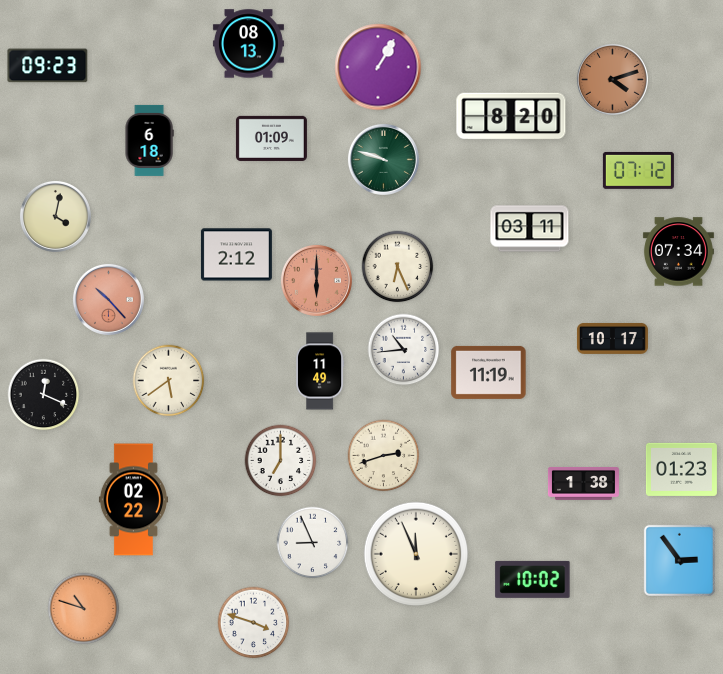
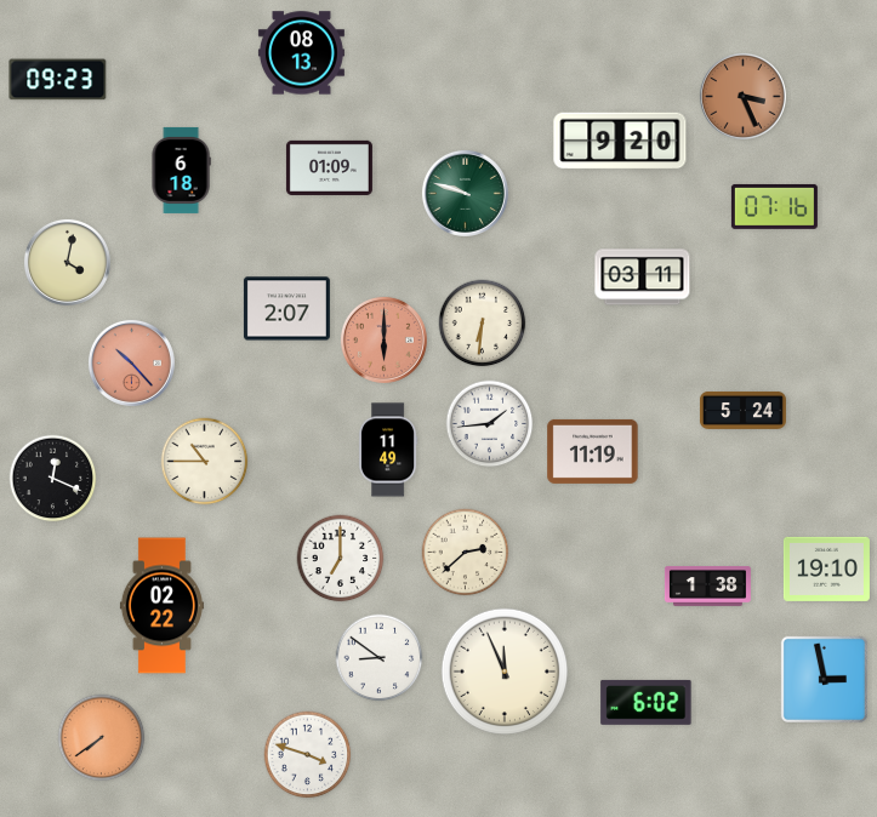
clock at (378, 67): 1:05 -> none
clock at (612, 79): 4:12 -> 3:26
clock at (511, 116): 8:20 -> 9:20
clock at (638, 170): 07:12 -> 07:16
clock at (678, 252): 07:34 -> none
clock at (236, 255): 2:12 -> 2:07
clock at (398, 267): 6:26 -> 6:31
clock at (612, 339): 10:17 -> 5:24
clock at (404, 350): 10:44 -> 1:44
clock at (169, 381): 5:39 -> 10:45
clock at (384, 456): 2:42 -> 2:38
clock at (681, 469): 01:23 -> 19:10
clock at (313, 543): 8:56 -> 8:51
clock at (679, 560): 2:54 -> 2:58
clock at (533, 579): 10:02 -> 6:02
clock at (84, 609): 10:48 -> 7:39
